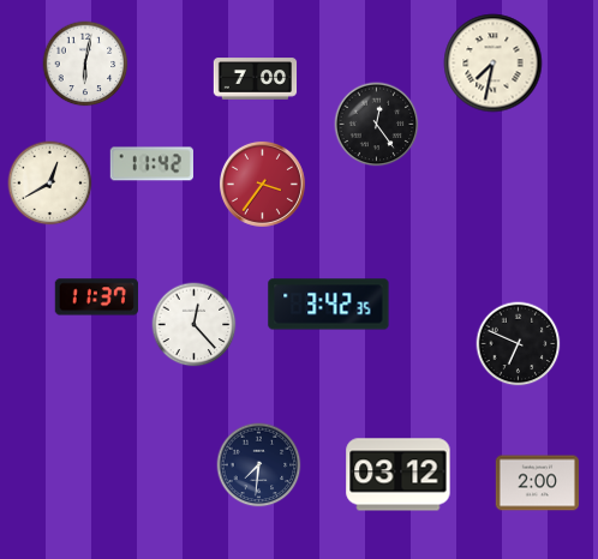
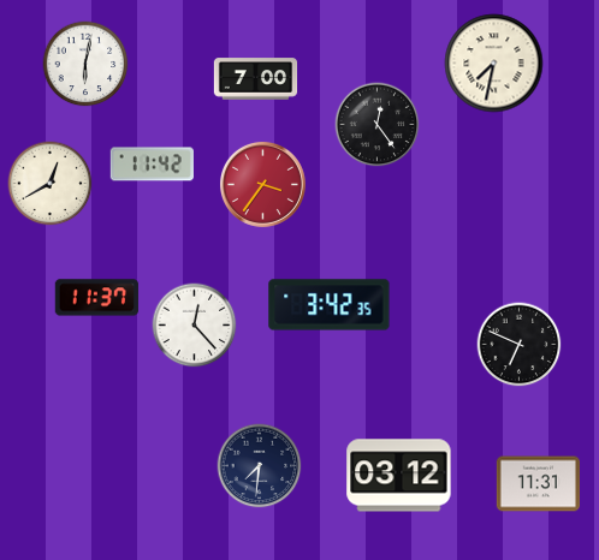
clock at (538, 483): 2:00 -> 11:31
